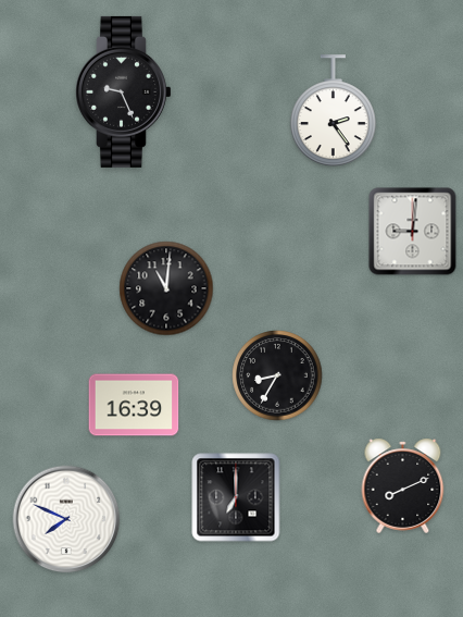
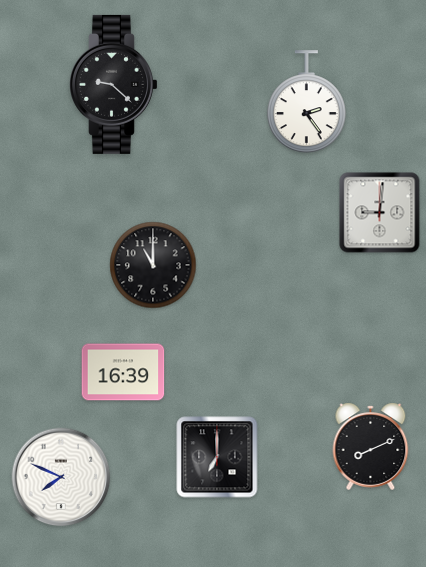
clock at (124, 91): 9:26 -> 9:22
clock at (166, 288): 11:01 -> 11:00
clock at (277, 375): 8:35 -> none
